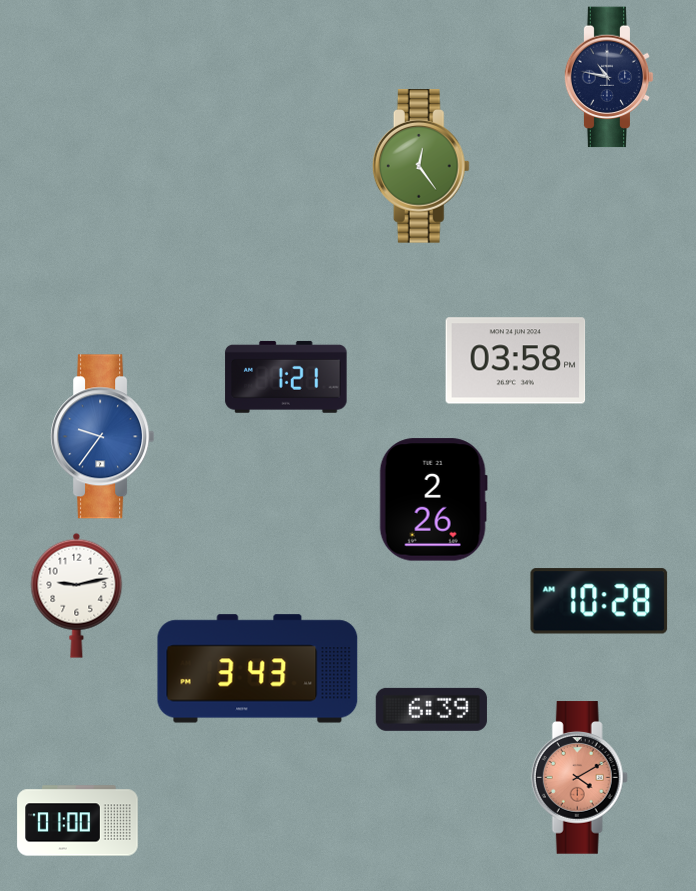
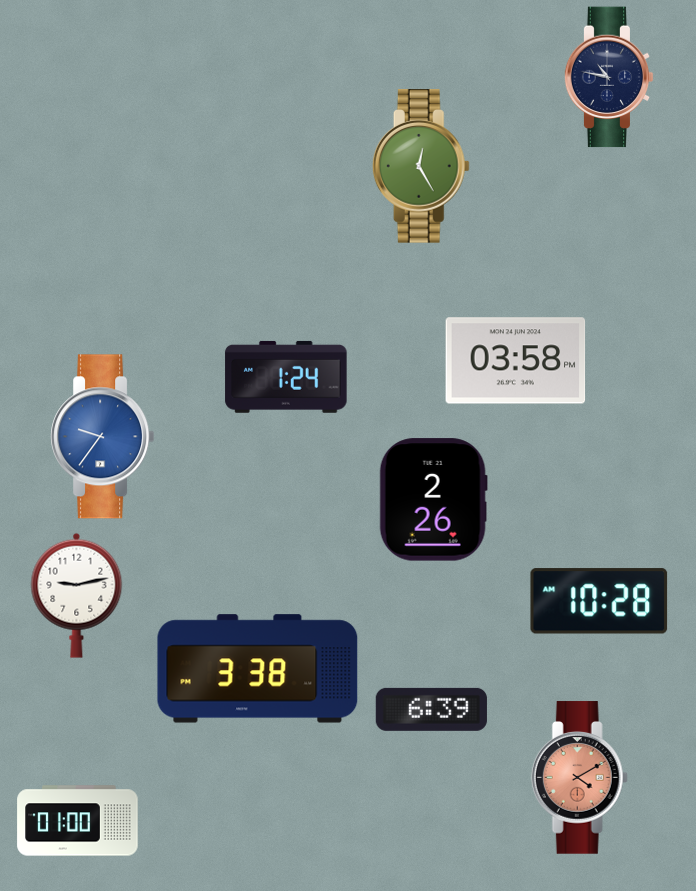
clock at (421, 166): 12:24 -> 12:25
clock at (286, 377): 1:21 -> 1:24
clock at (258, 669): 3:43 -> 3:38
